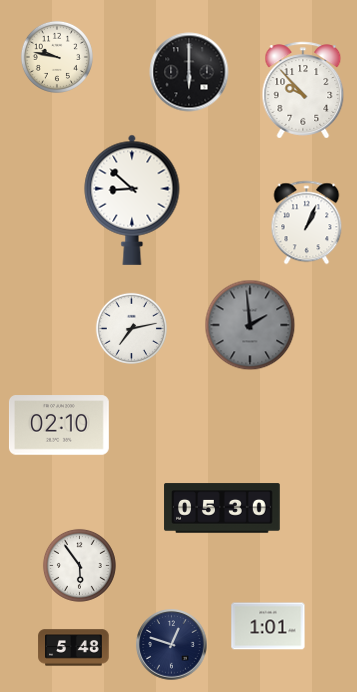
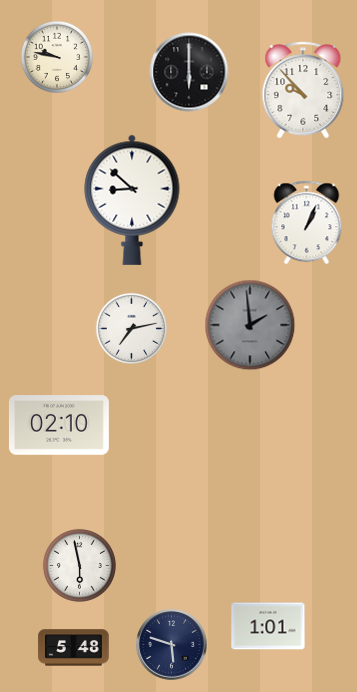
clock at (222, 508): 05:30 -> none
clock at (79, 565): 5:54 -> 5:58
clock at (172, 645): 12:48 -> 5:48
